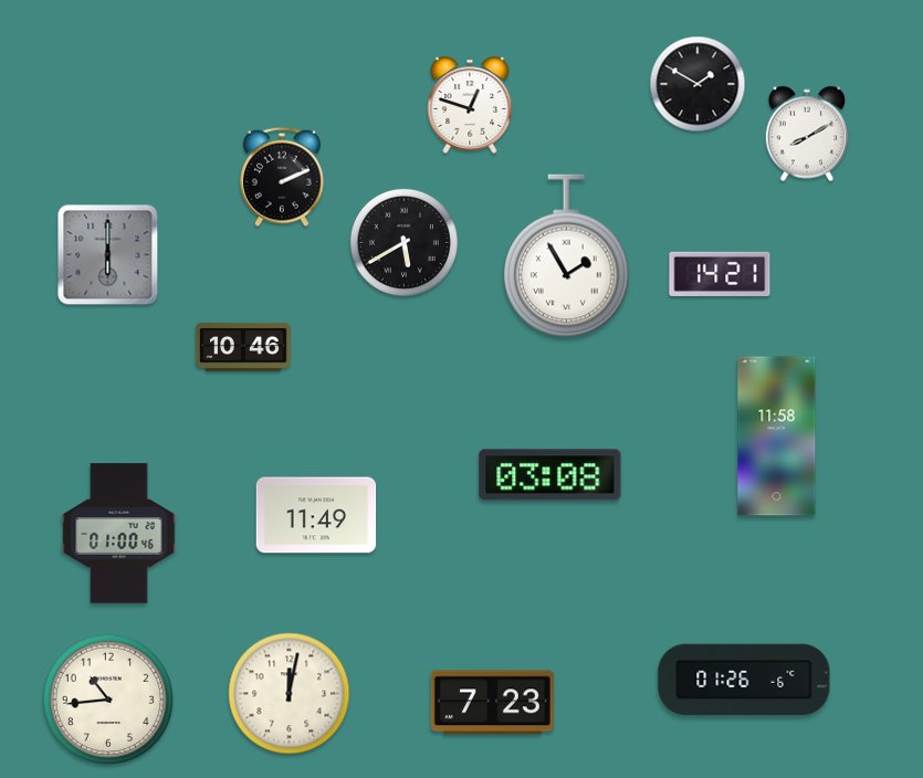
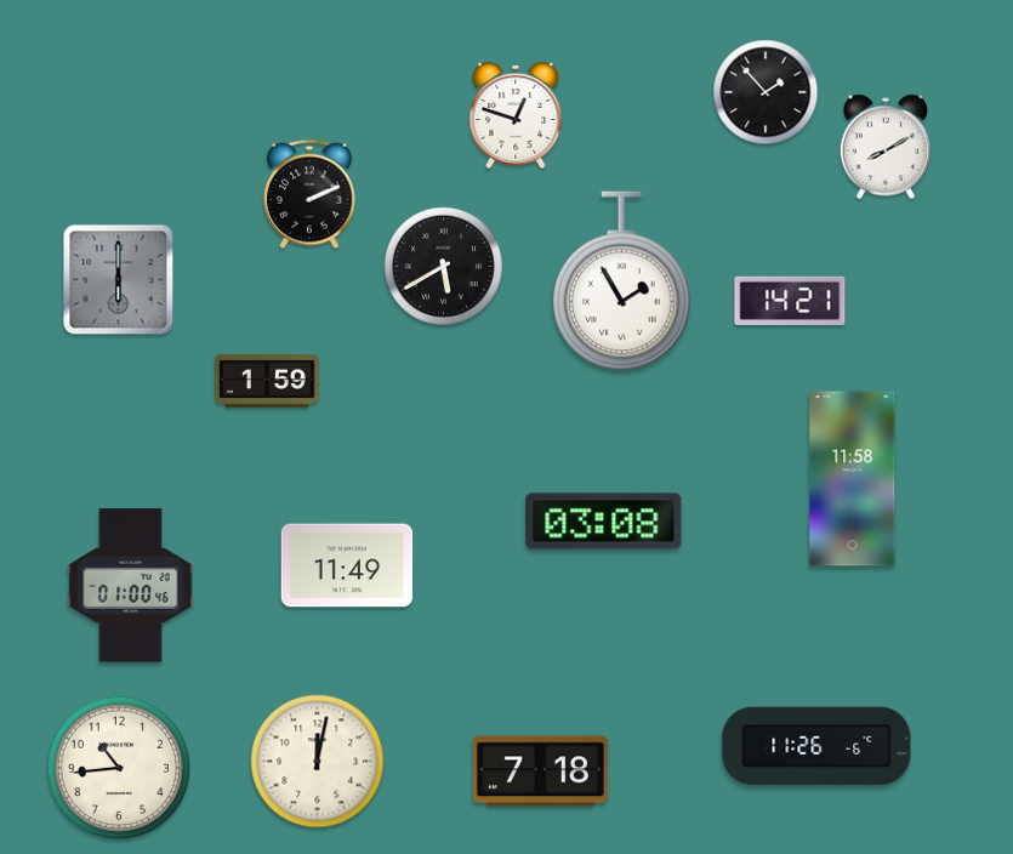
clock at (698, 84): 1:50 -> 1:53
clock at (244, 347): 10:46 -> 1:59
clock at (744, 680): 01:26 -> 11:26
clock at (492, 703): 7:23 -> 7:18
